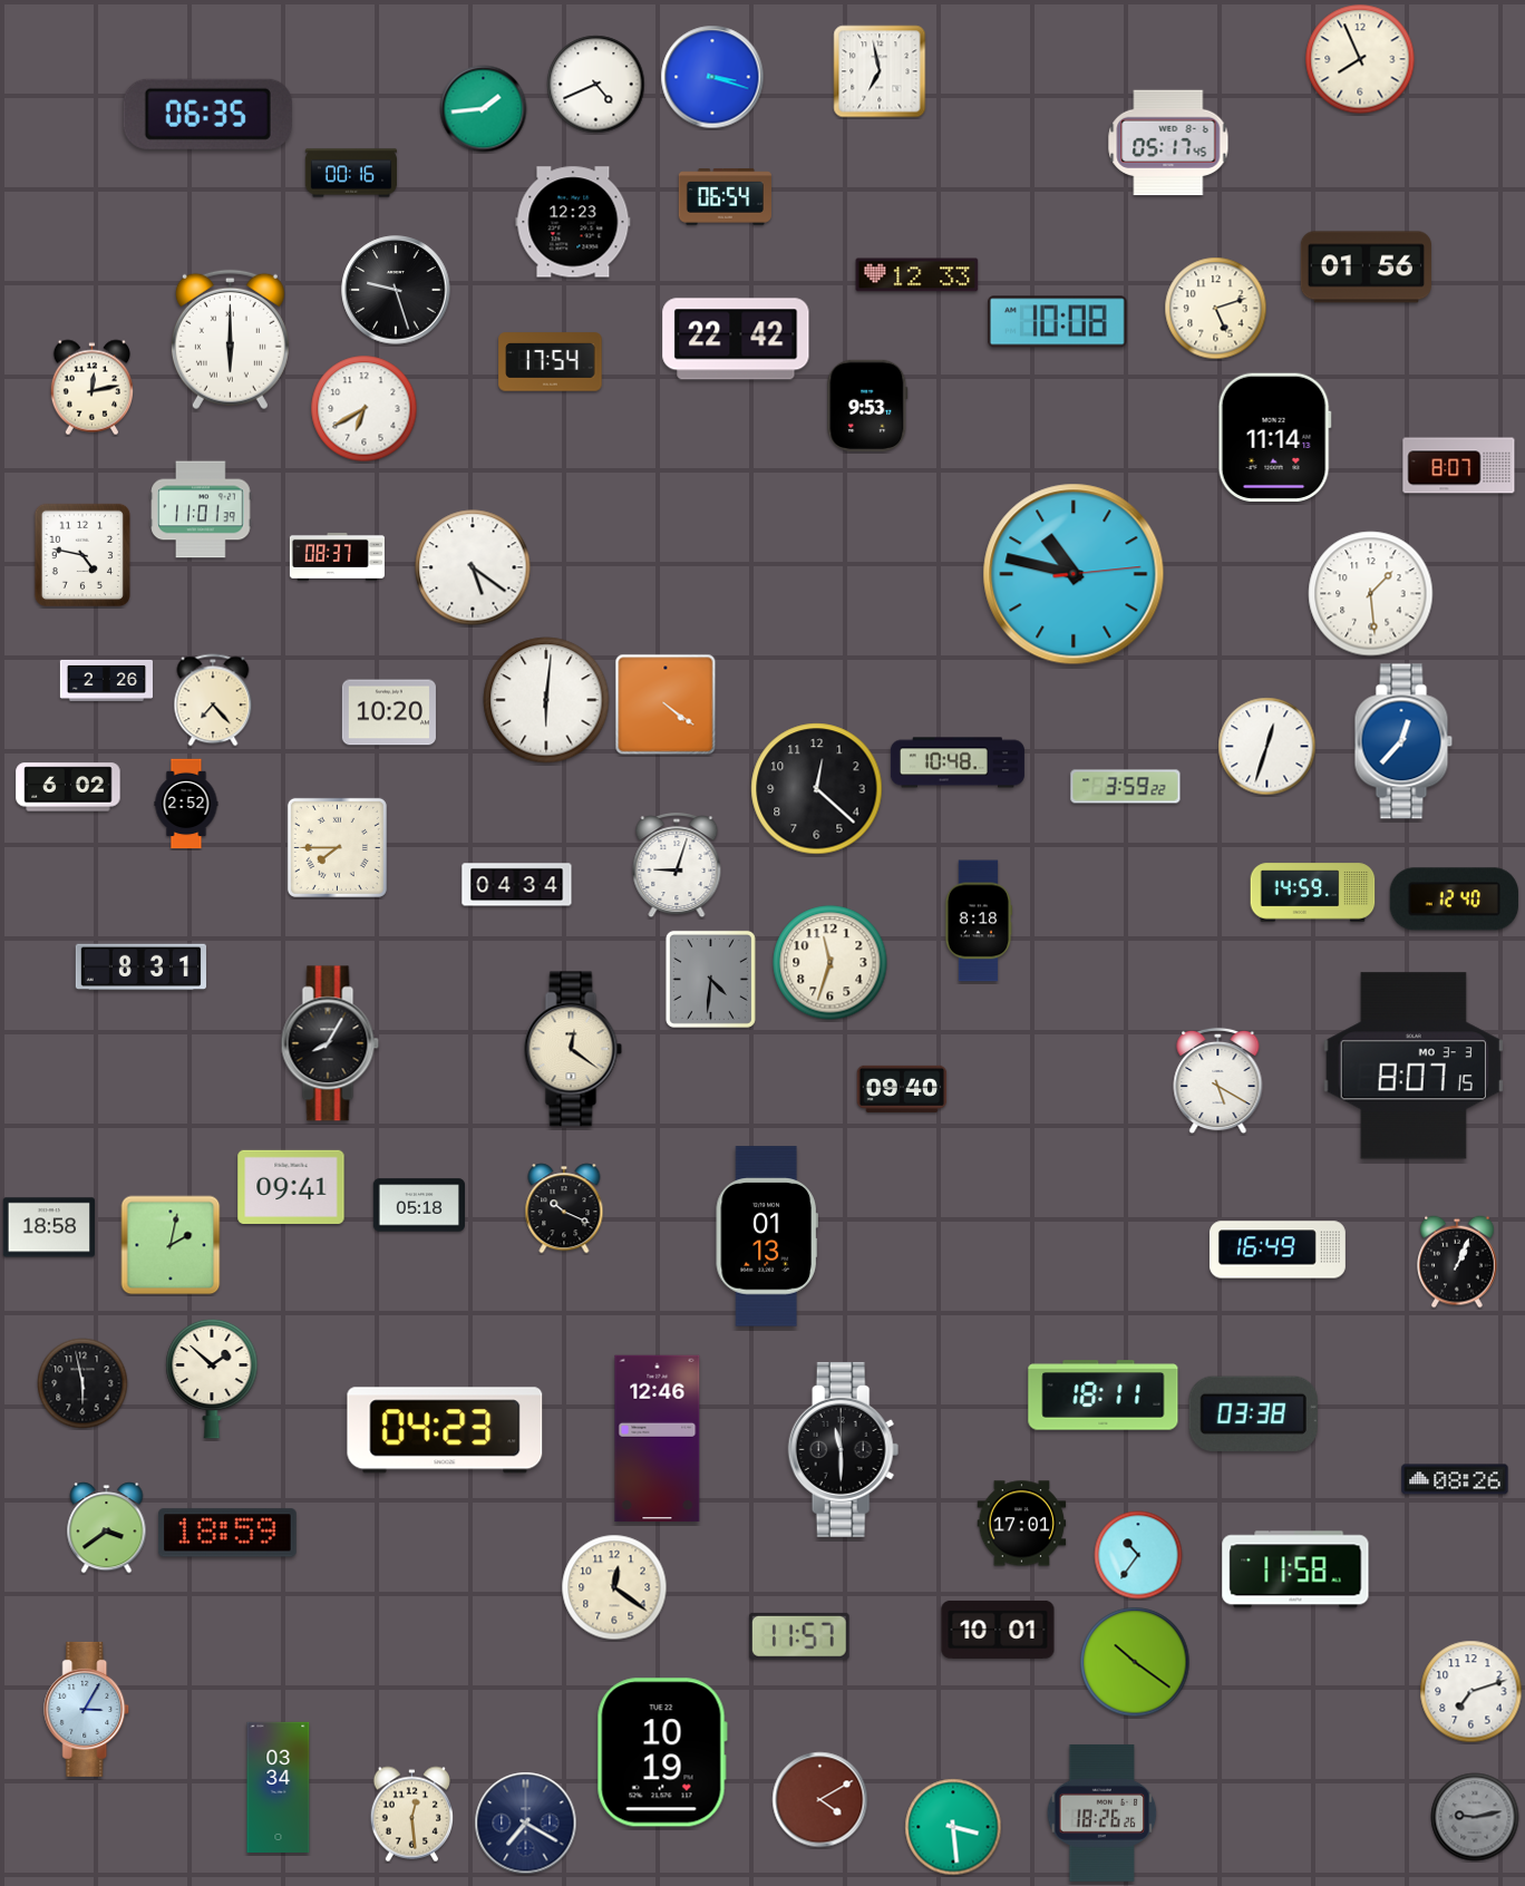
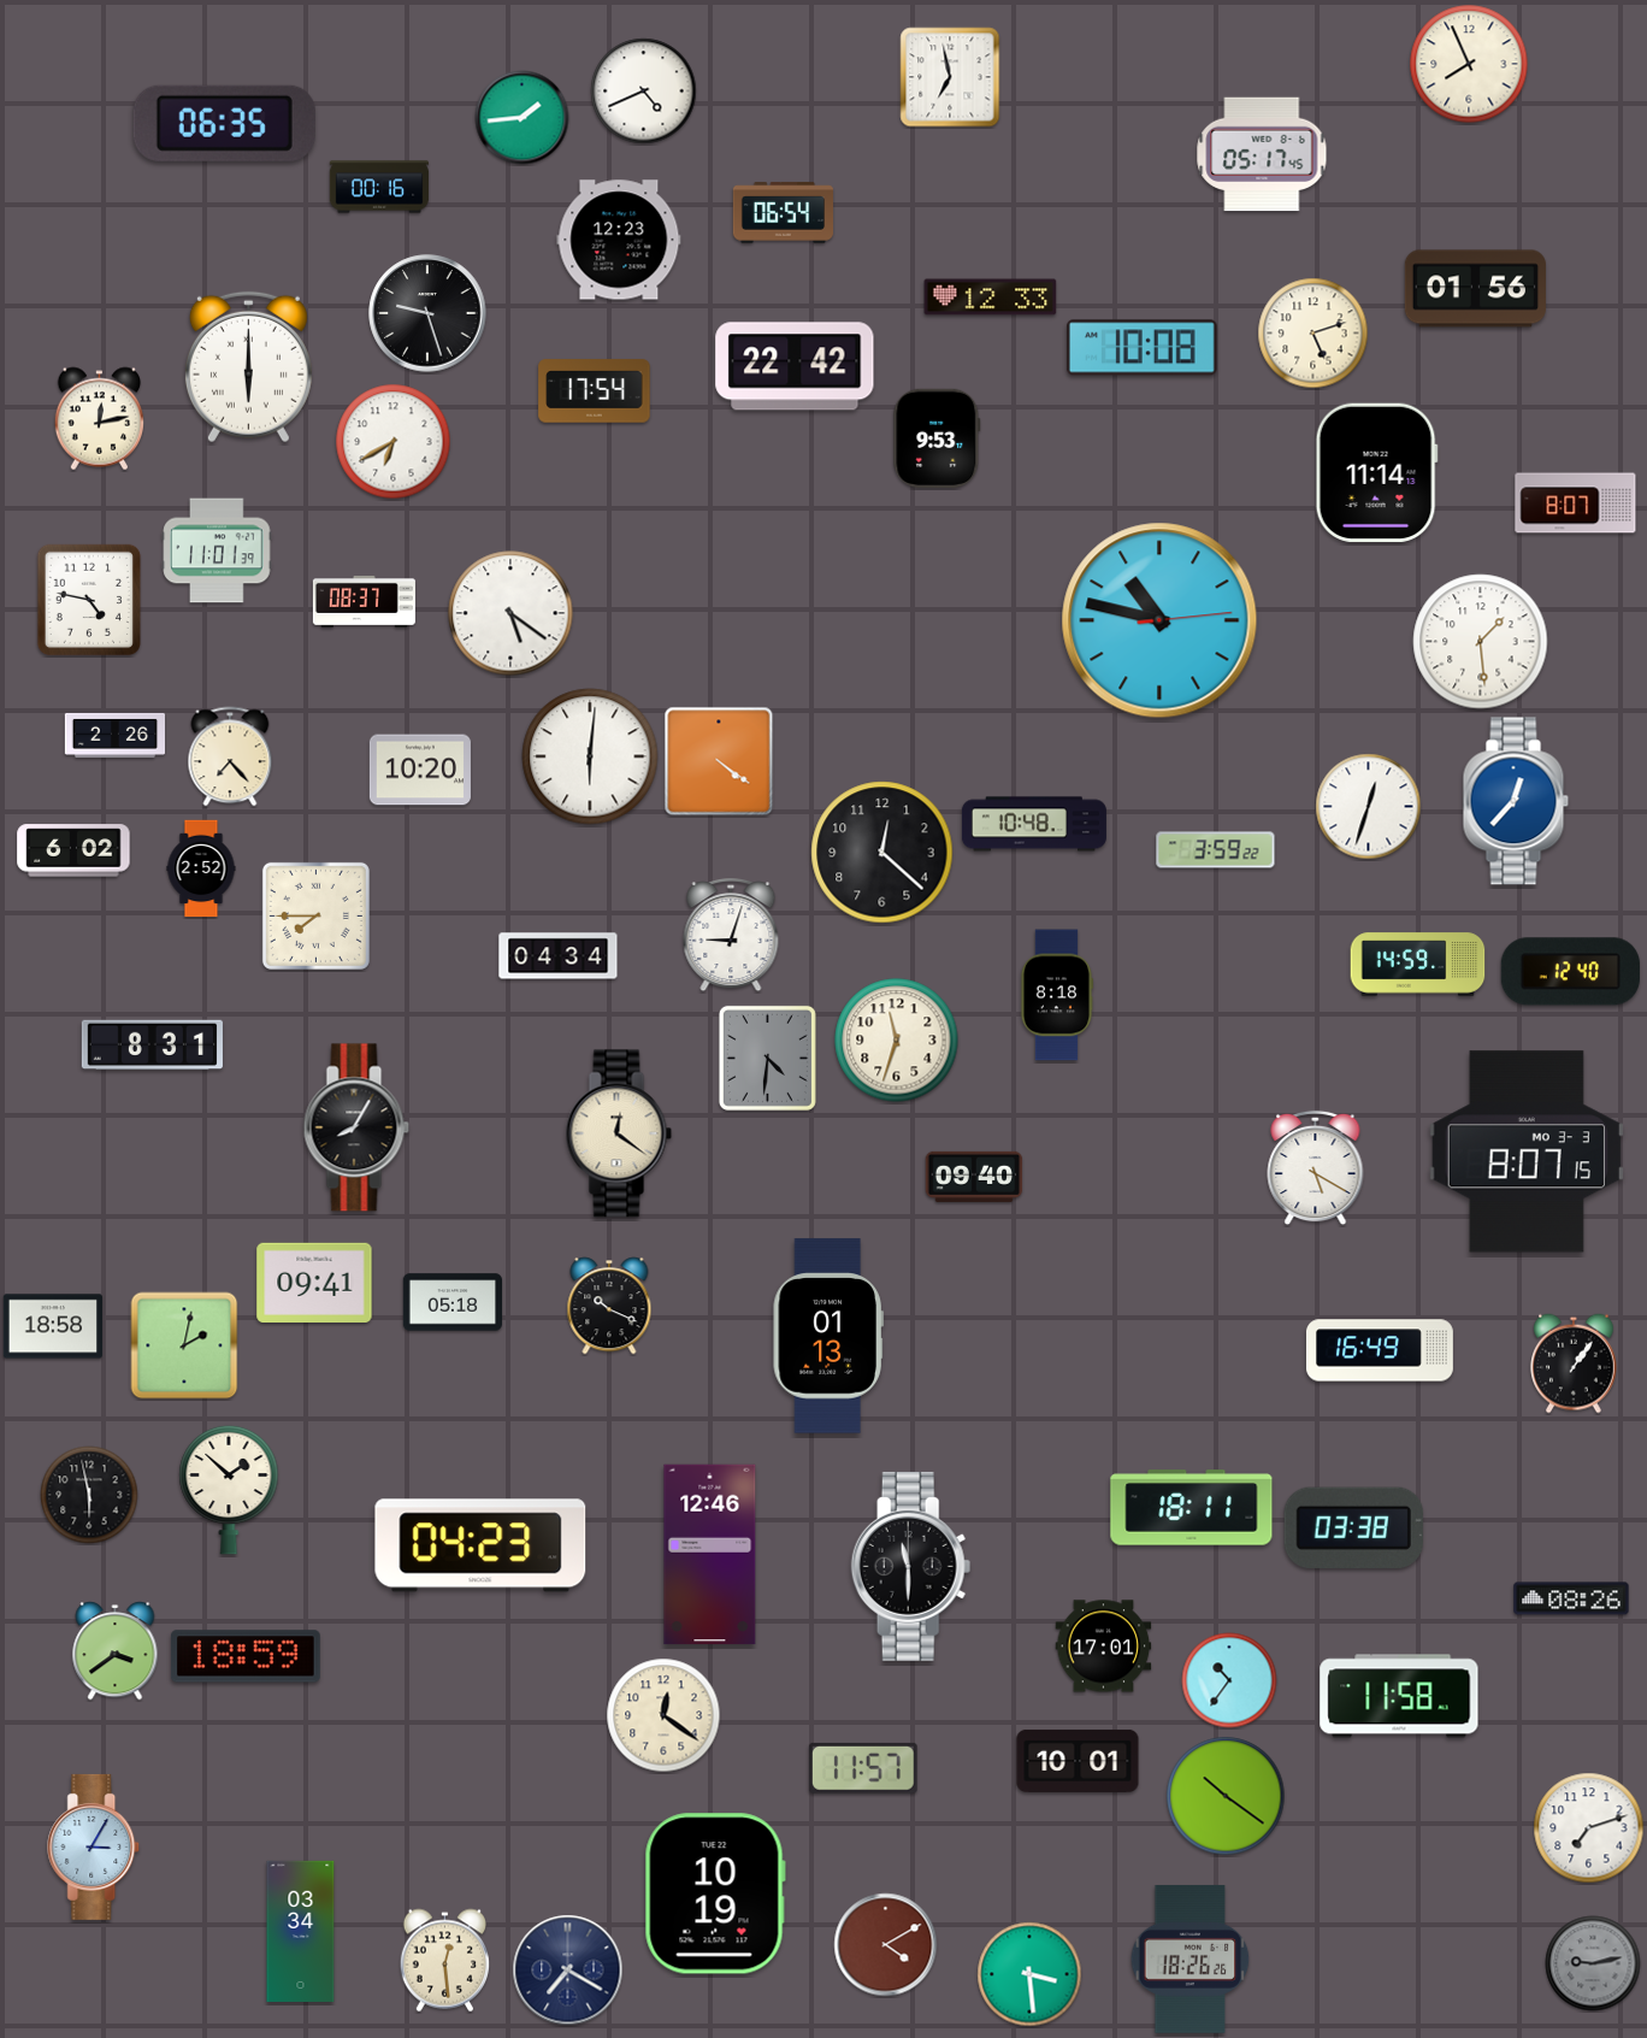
clock at (712, 77): 3:18 -> none
clock at (337, 847) position: (337, 847) -> (315, 915)
clock at (1458, 1262): 1:04 -> 1:06
